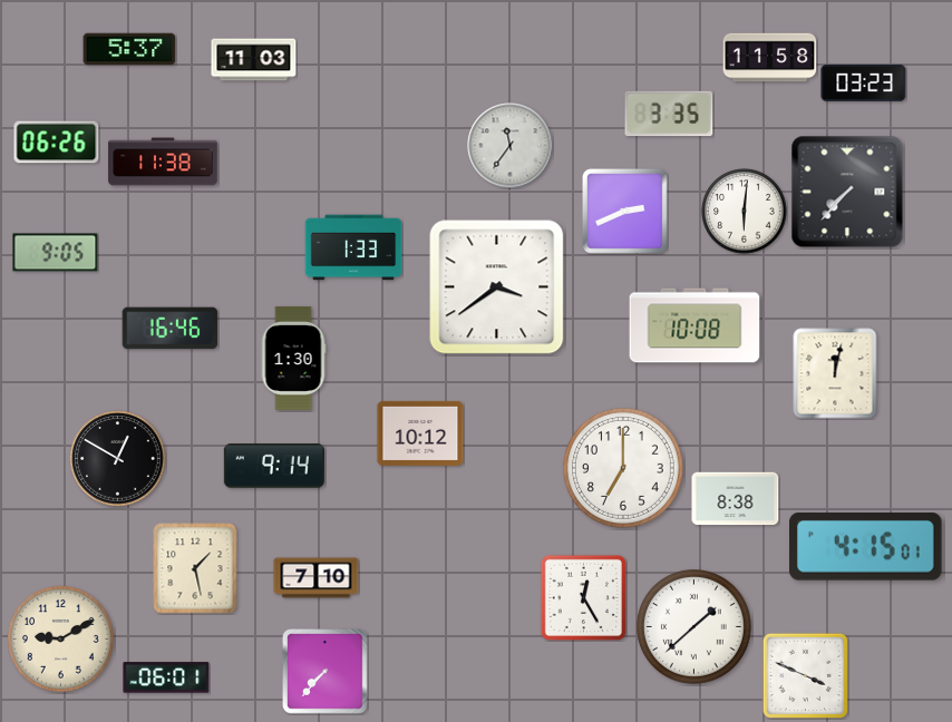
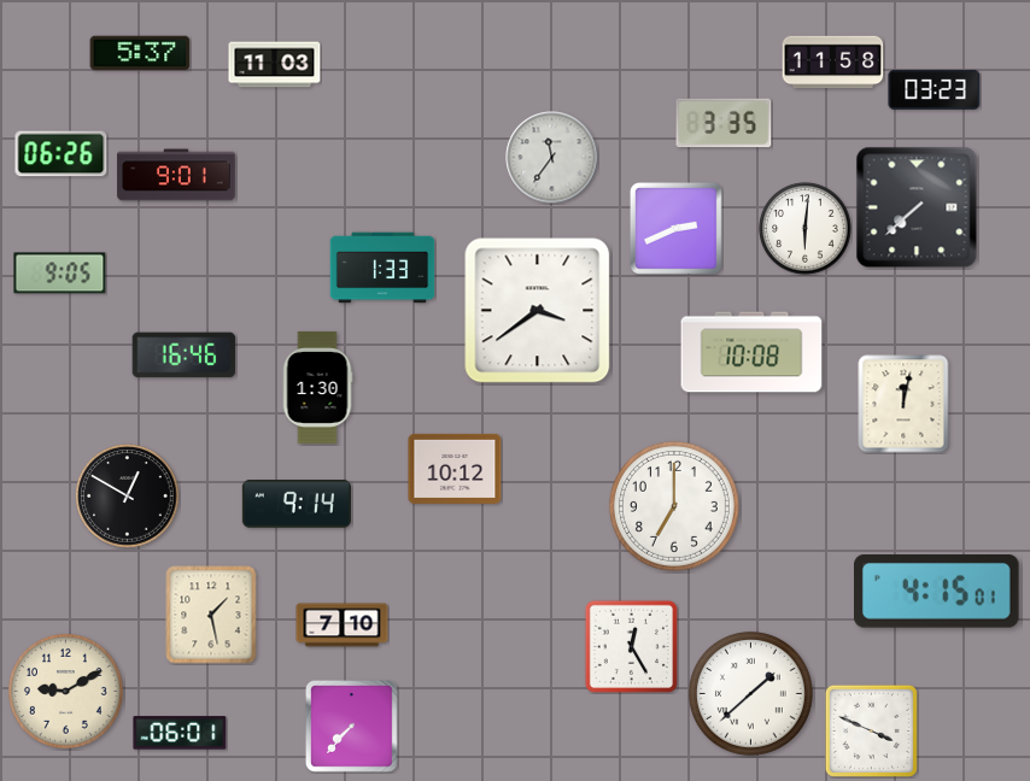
clock at (163, 162): 11:38 -> 9:01
clock at (847, 192): 7:37 -> 7:38
clock at (736, 499): 8:38 -> none
clock at (693, 626) position: (693, 626) -> (750, 693)
